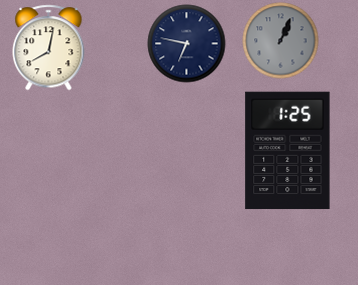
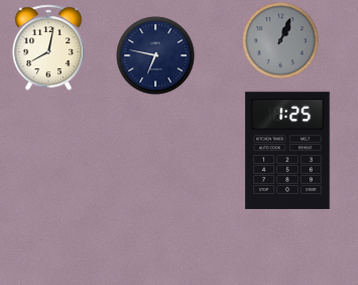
clock at (187, 44) position: (187, 44) -> (156, 56)
